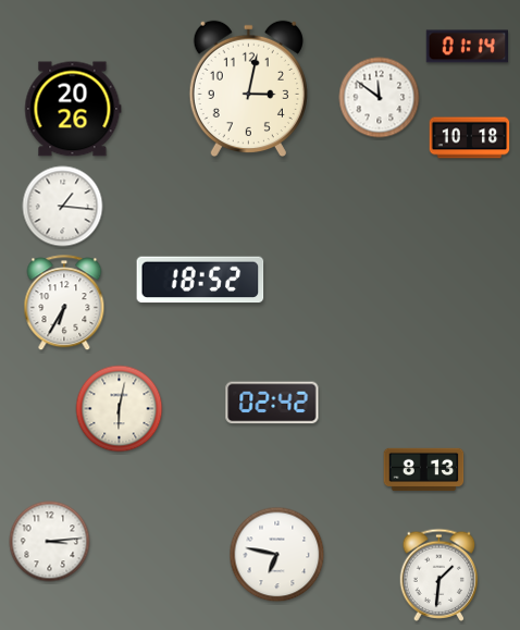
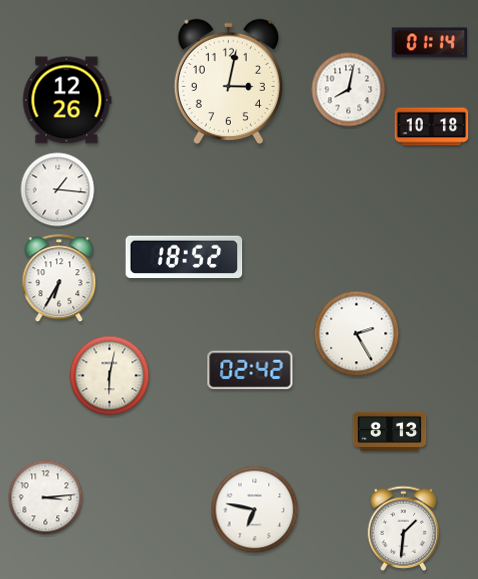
clock at (380, 98): 11:51 -> 8:02
clock at (73, 109): 20:26 -> 12:26
clock at (357, 334): none -> 2:25
